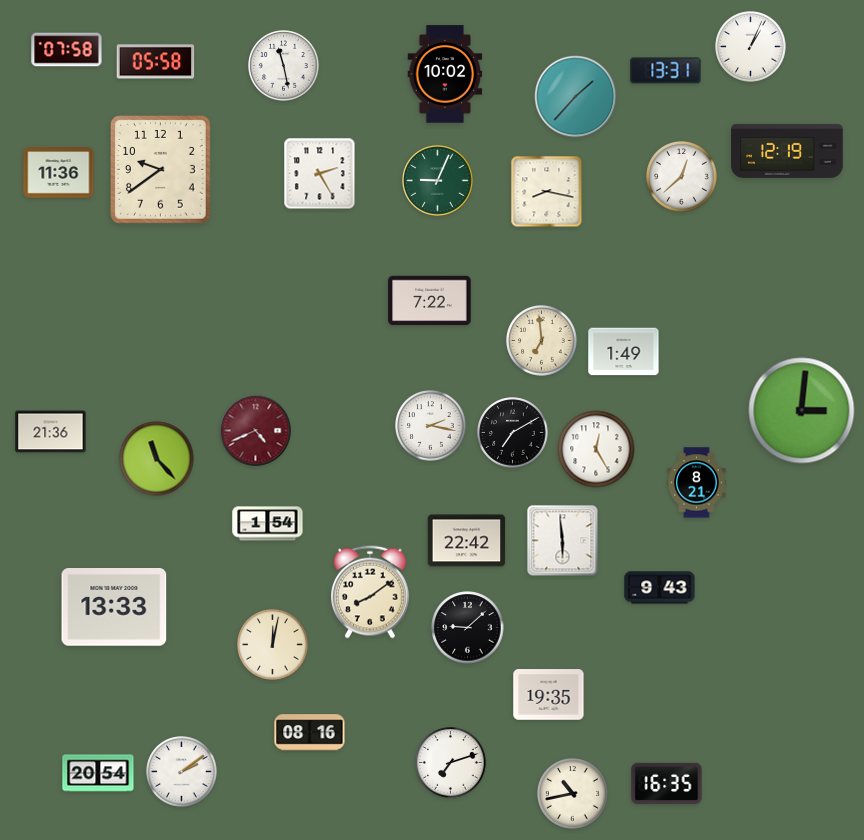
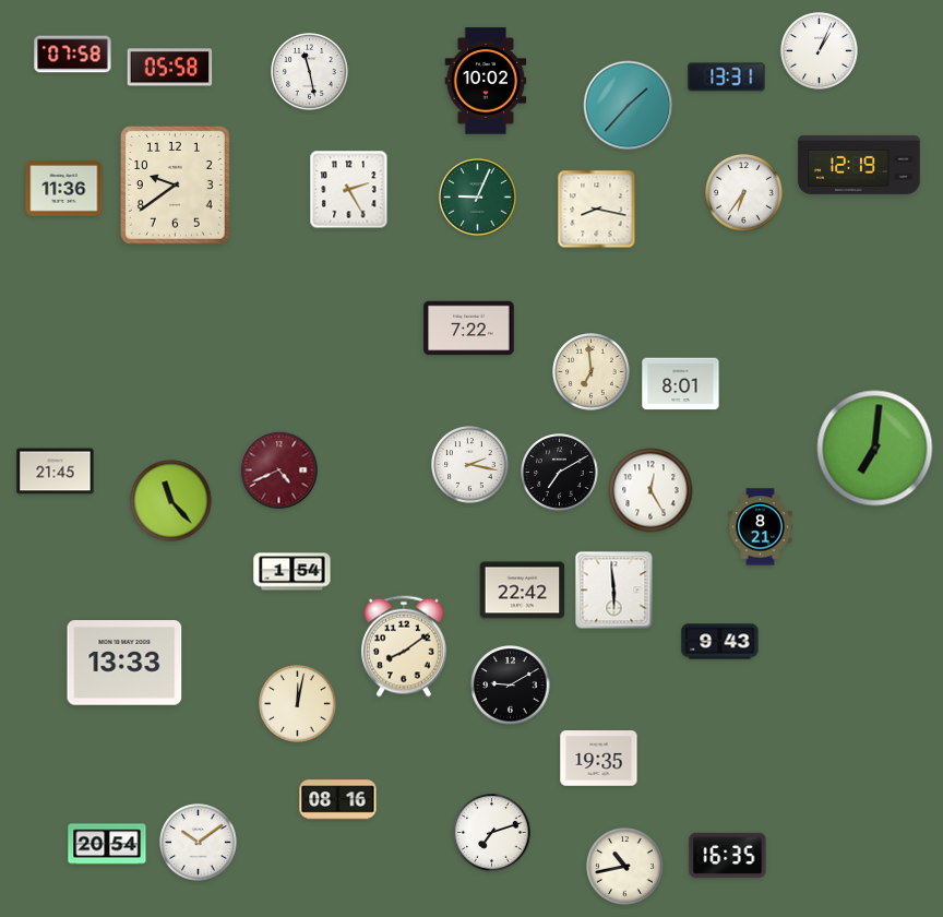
clock at (682, 177): 12:38 -> 6:36
clock at (624, 352): 1:49 -> 8:01
clock at (802, 411): 3:01 -> 7:01
clock at (51, 432): 21:36 -> 21:45
clock at (467, 541) position: (467, 541) -> (523, 591)
clock at (468, 628): 9:08 -> 9:10
clock at (182, 772): 2:09 -> 10:09
